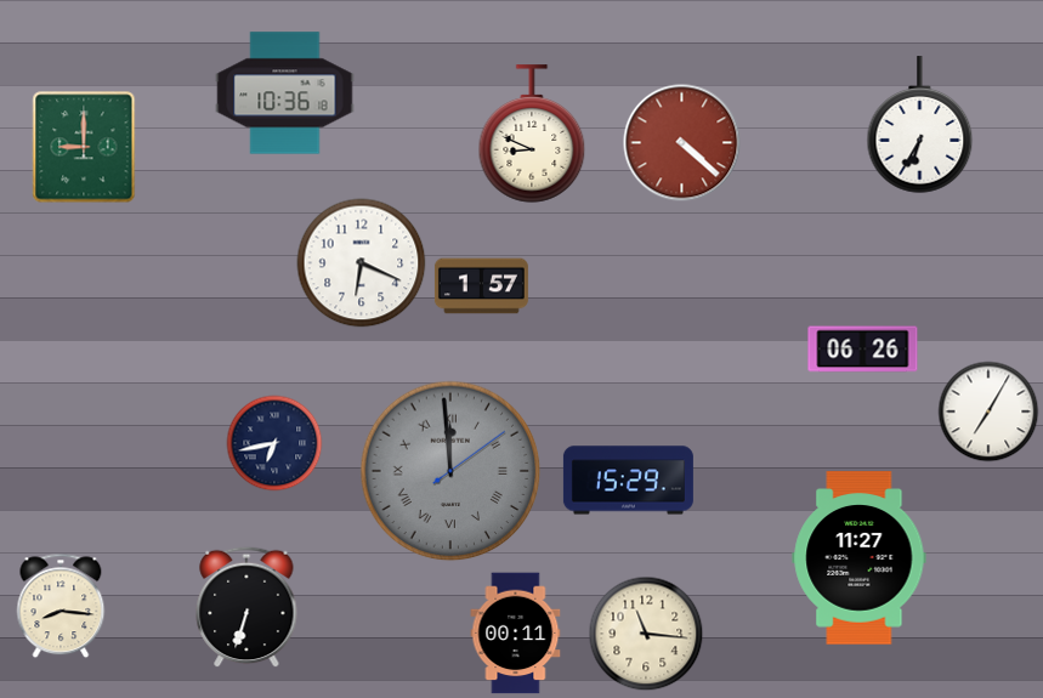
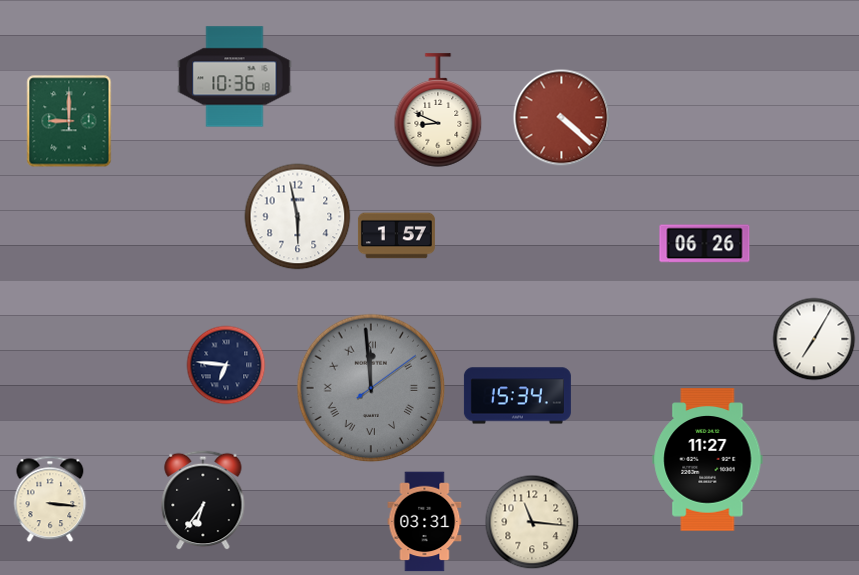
clock at (920, 125): 6:35 -> none
clock at (362, 263): 6:19 -> 5:58
clock at (863, 350) position: (863, 350) -> (705, 244)
clock at (274, 443): 6:43 -> 6:46
clock at (628, 481): 15:29 -> 15:34
clock at (61, 606): 8:16 -> 3:16
clock at (246, 607): 6:33 -> 6:36
clock at (516, 634): 00:11 -> 03:31
